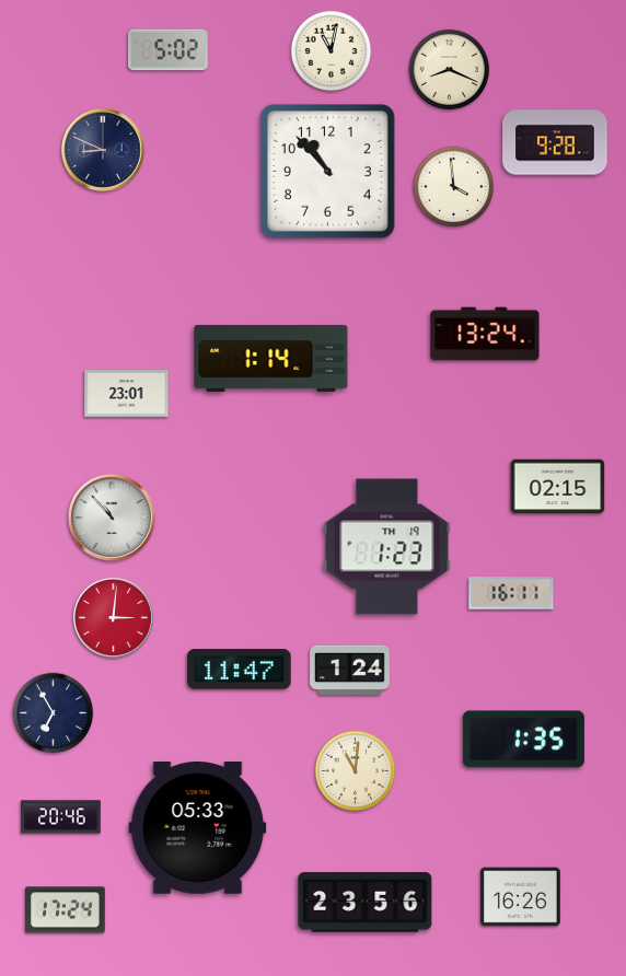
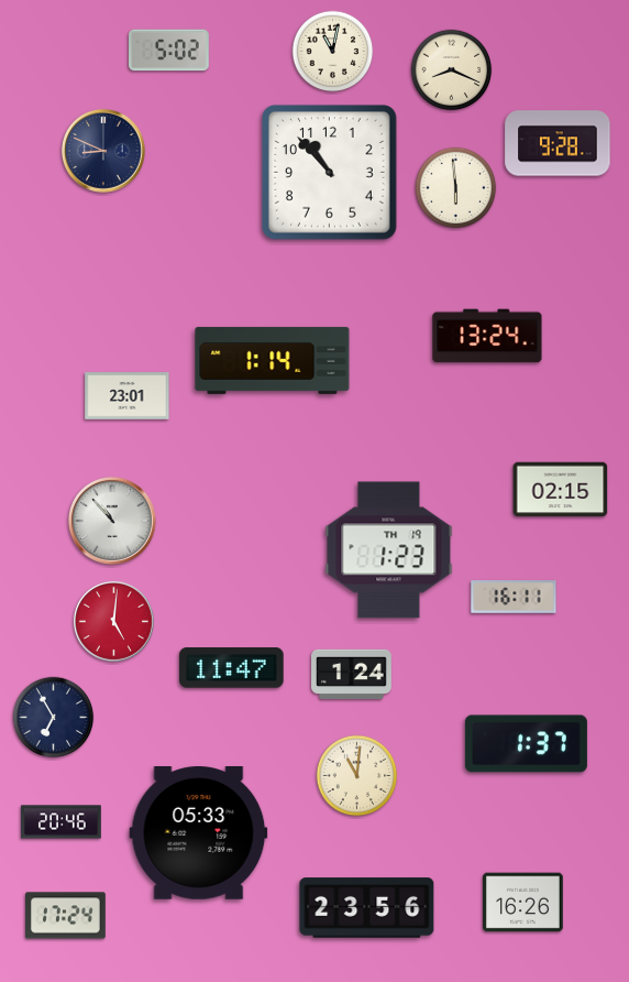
clock at (454, 187): 3:59 -> 5:59
clock at (113, 617): 3:01 -> 5:01
clock at (240, 670) position: (240, 670) -> (232, 668)
clock at (523, 740): 1:35 -> 1:37
